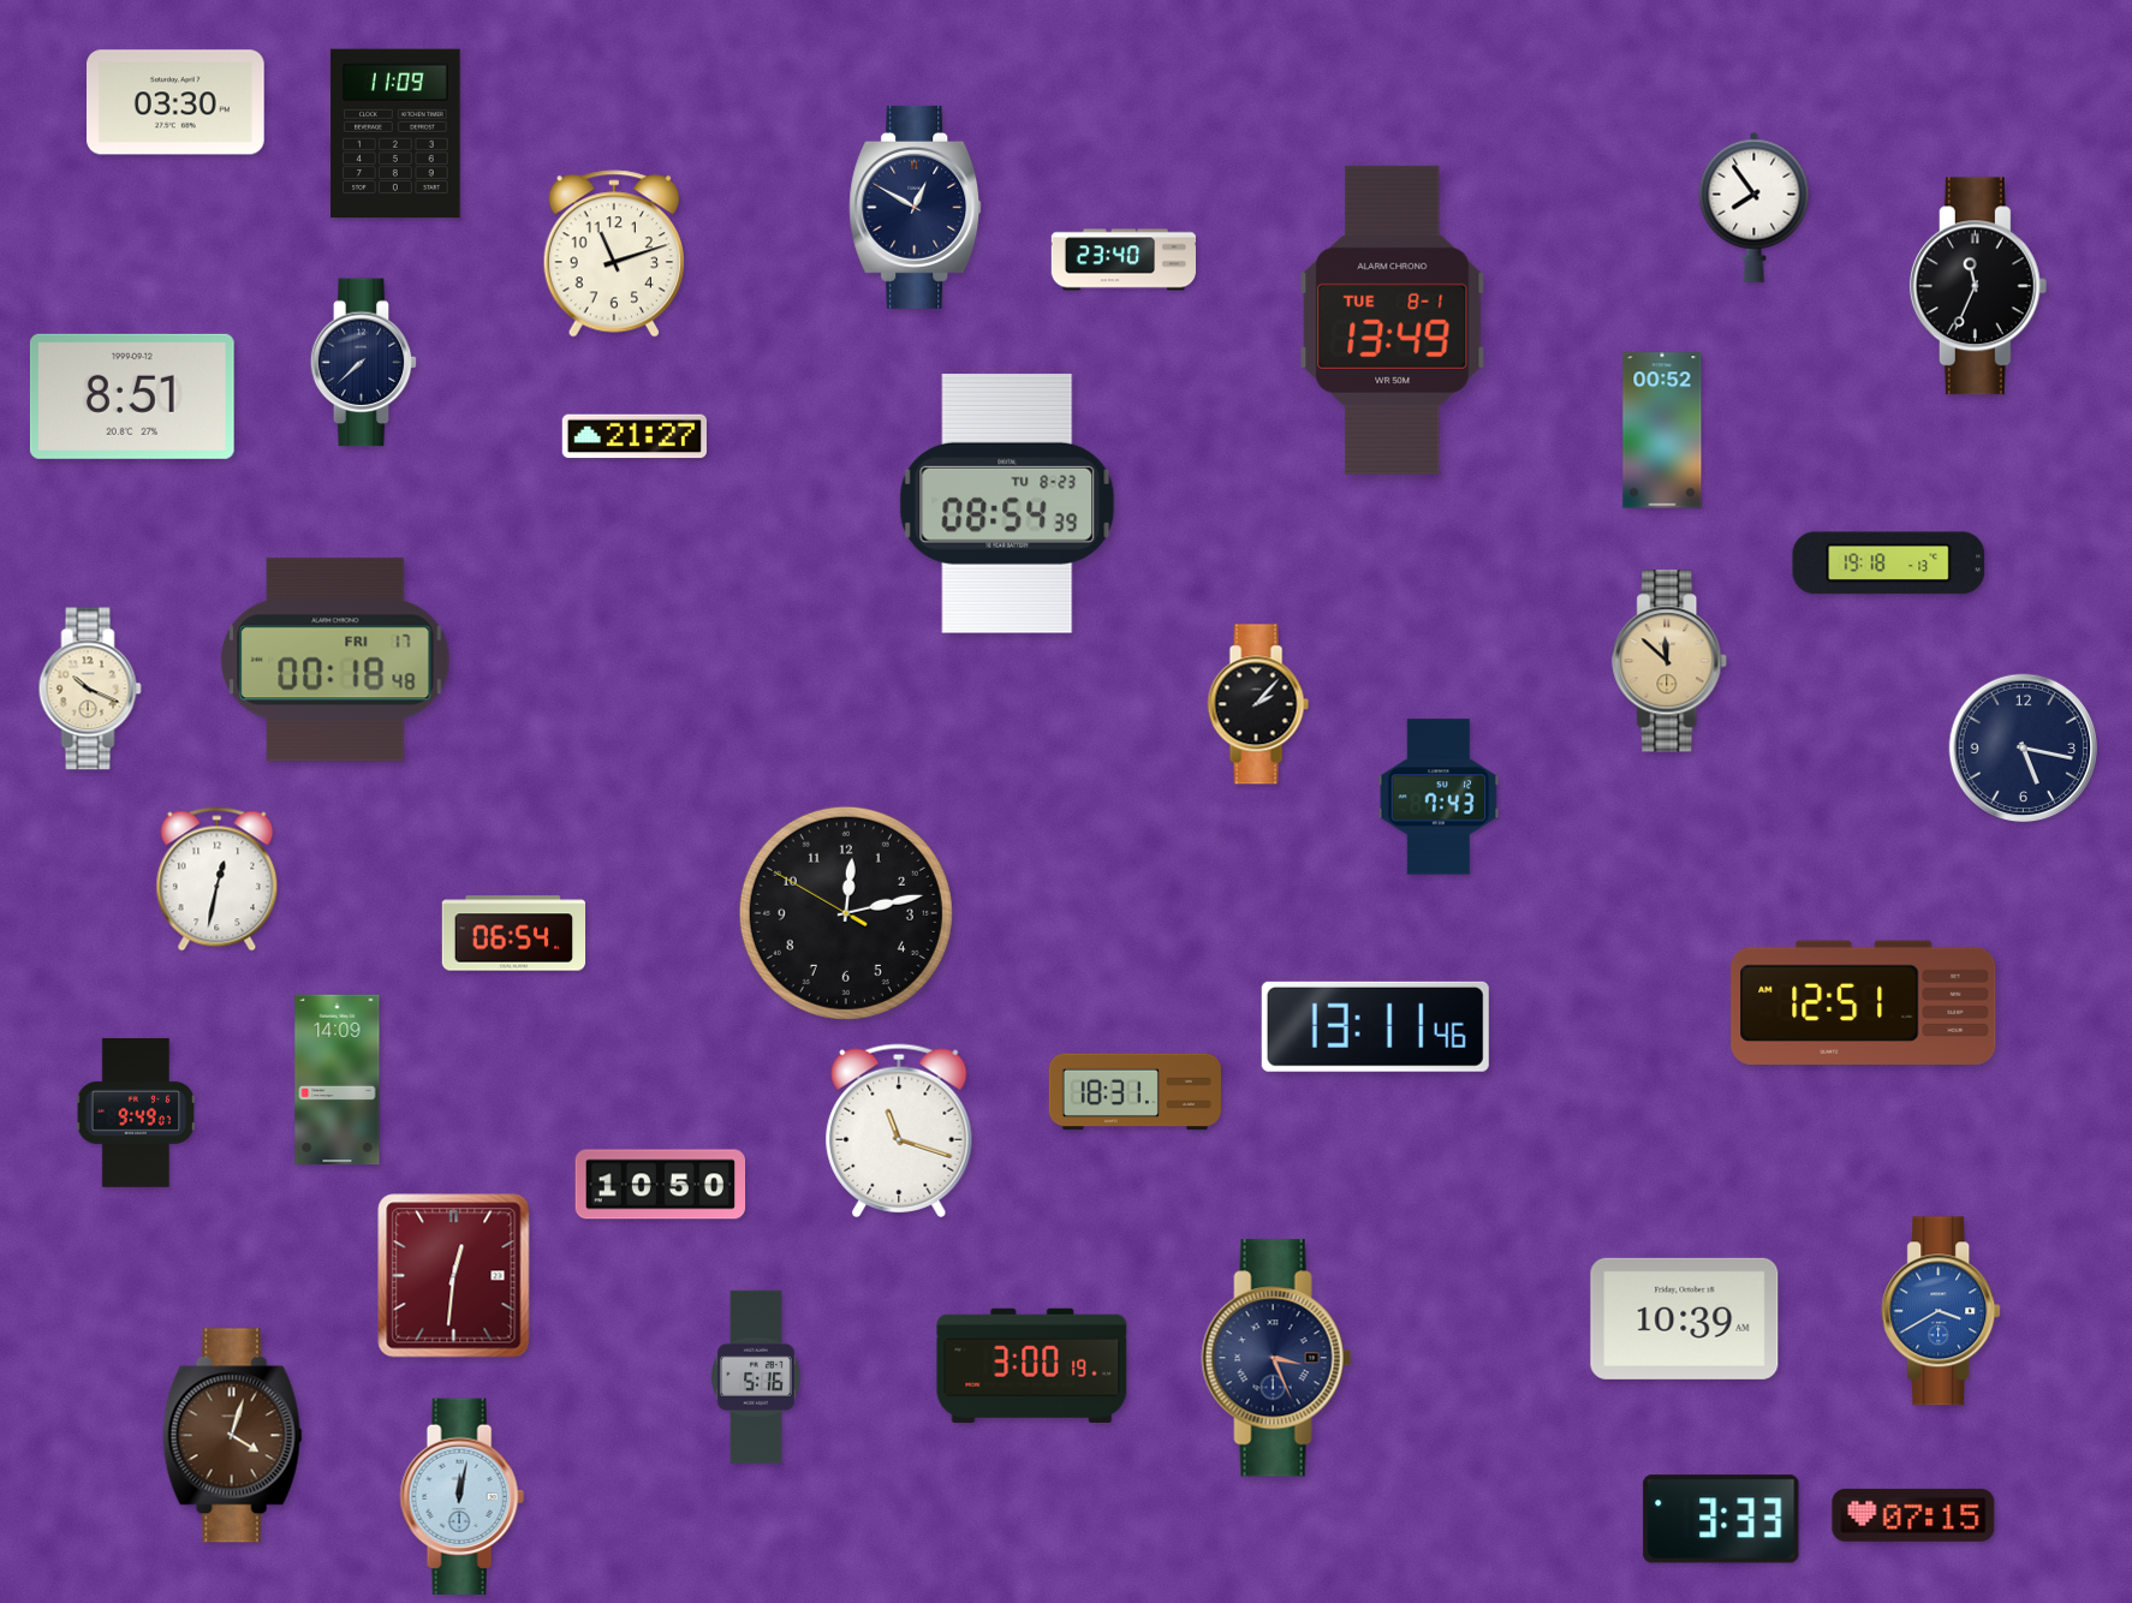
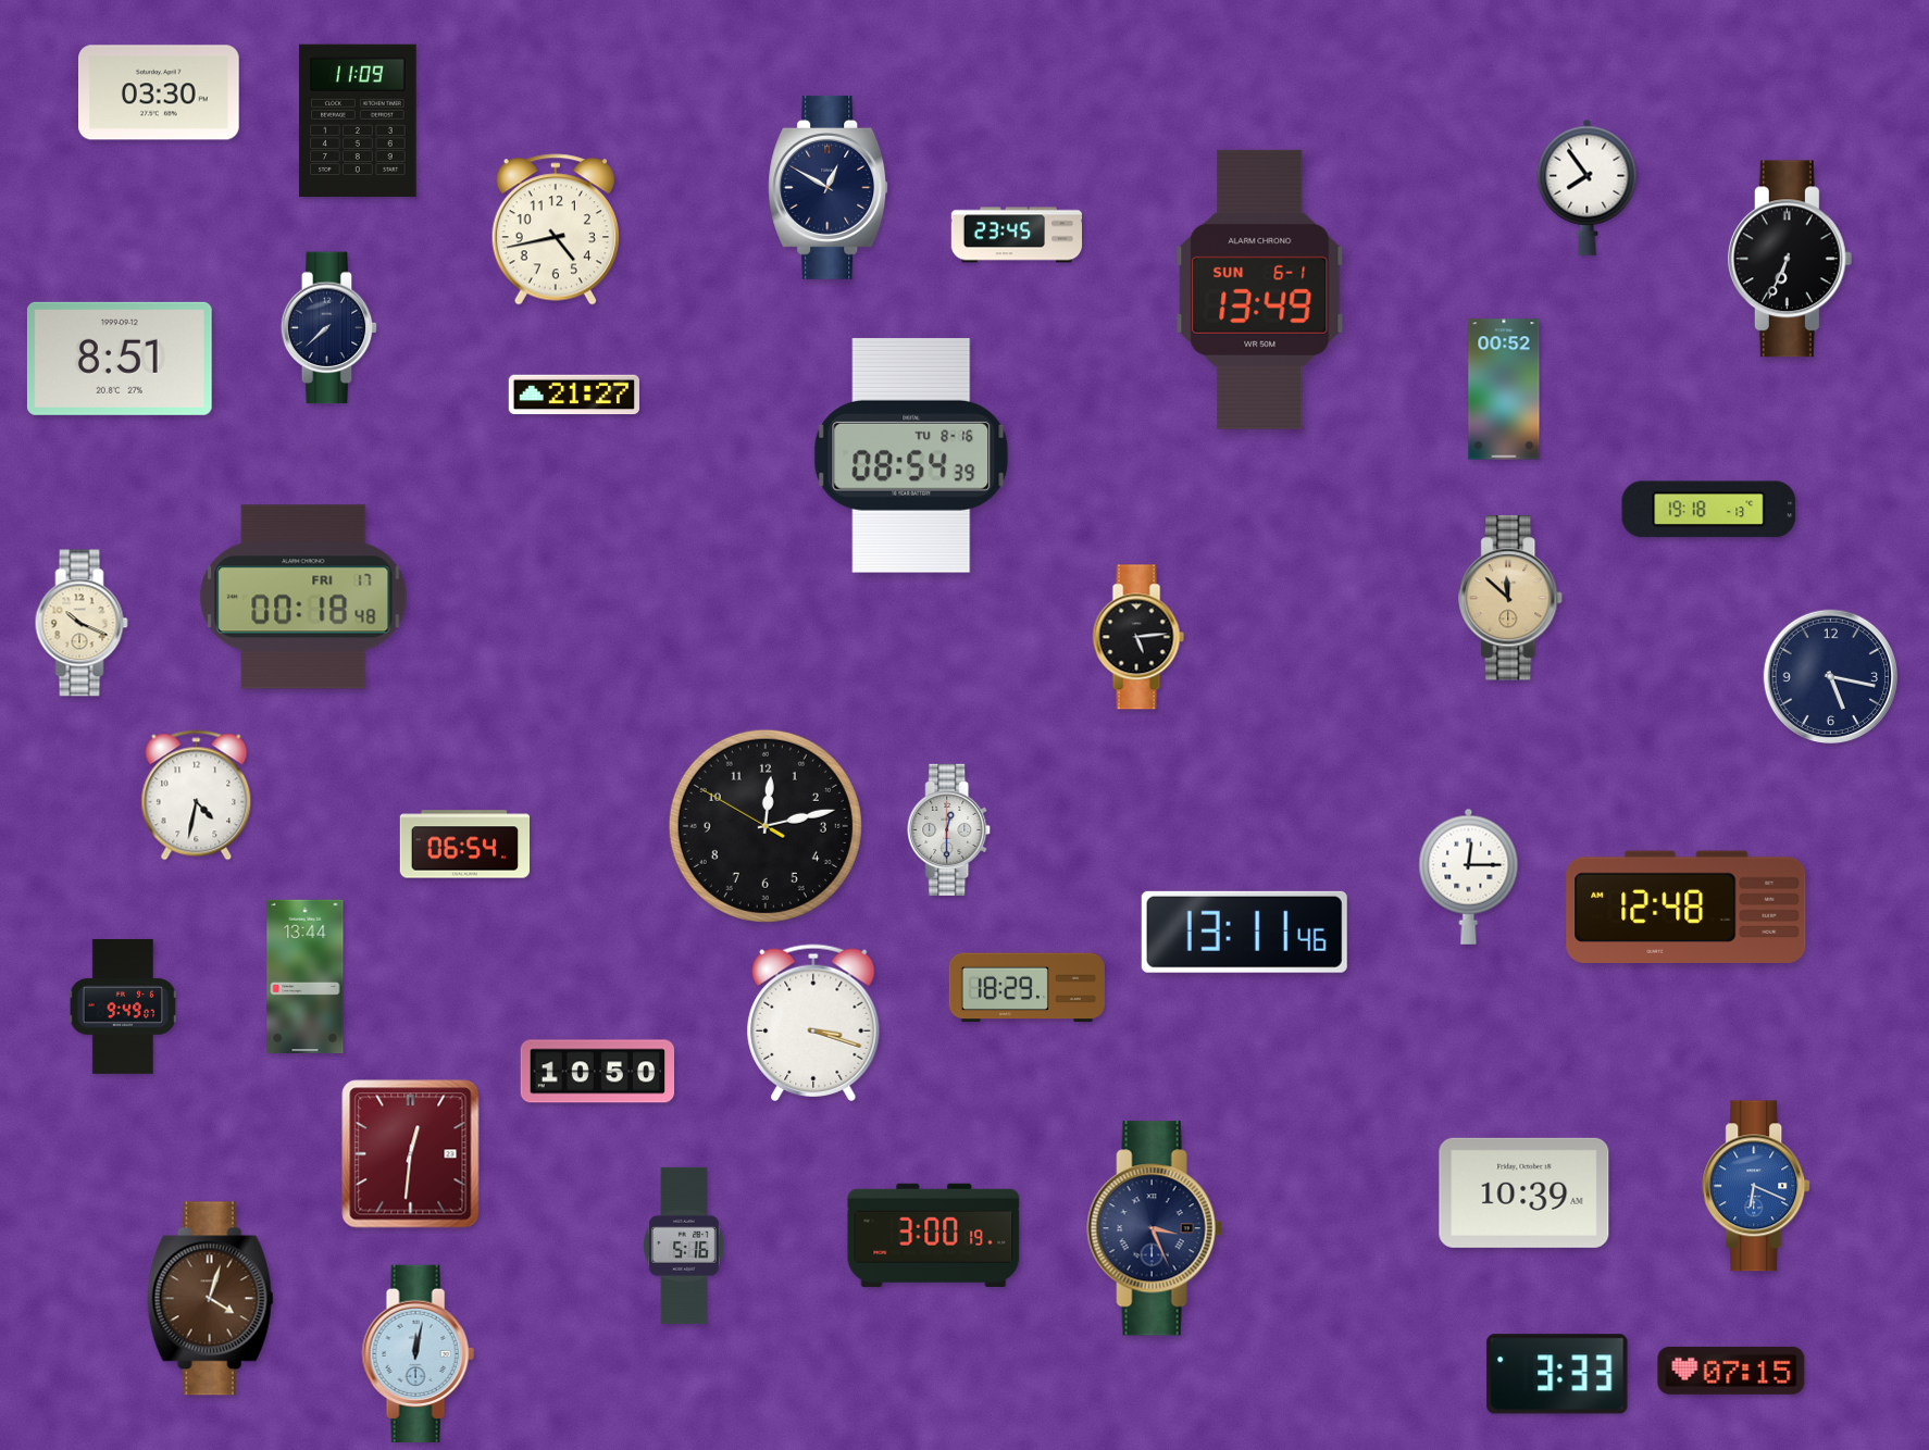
clock at (614, 254): 11:12 -> 4:43
clock at (1122, 260): 23:40 -> 23:45
clock at (1978, 286): 11:34 -> 6:34
clock at (1393, 320) date: TUE 8-1 -> SUN 6-1
clock at (1007, 503) date: TU 8-23 -> TU 8-16
clock at (1258, 704): 2:07 -> 5:14
clock at (1439, 797): 7:43 -> none
clock at (218, 880): 12:32 -> 4:32
clock at (949, 829): none -> 12:30
clock at (1469, 876): none -> 12:15
clock at (1864, 1002): 12:51 -> 12:48
clock at (1375, 1026) position: (1375, 1026) -> (1244, 932)
clock at (338, 1080): 14:09 -> 13:44
clock at (1135, 1092): 18:31 -> 18:29
clock at (899, 1131): 11:18 -> 3:18
clock at (1942, 1311): 3:40 -> 6:19
